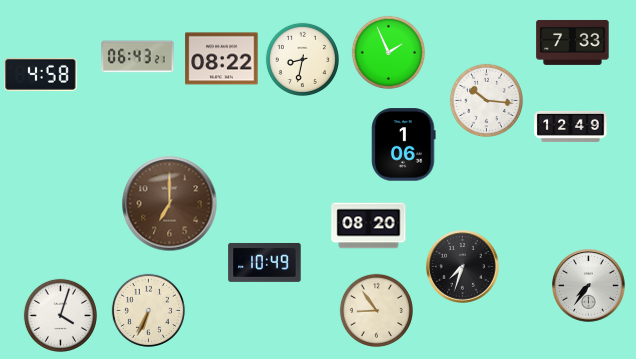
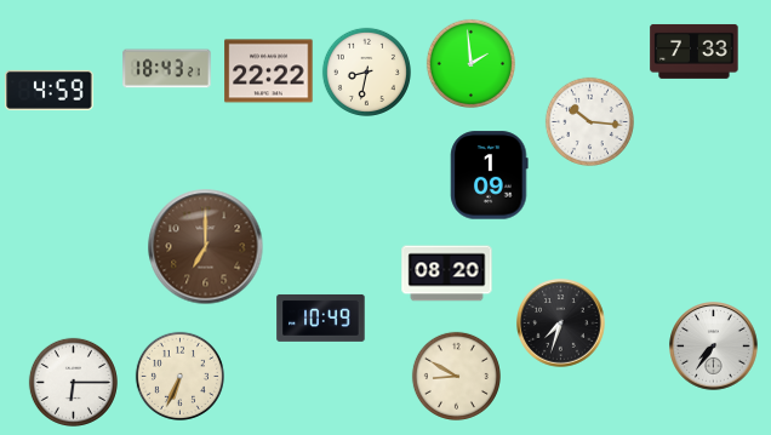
clock at (388, 52): 1:56 -> 1:59
clock at (138, 57): 06:43 -> 18:43
clock at (222, 59): 08:22 -> 22:22
clock at (41, 74): 4:58 -> 4:59
clock at (571, 126): 12:49 -> none
clock at (404, 145): 1:06 -> 1:09
clock at (376, 310): 8:54 -> 8:50
clock at (60, 315): 4:03 -> 6:15
